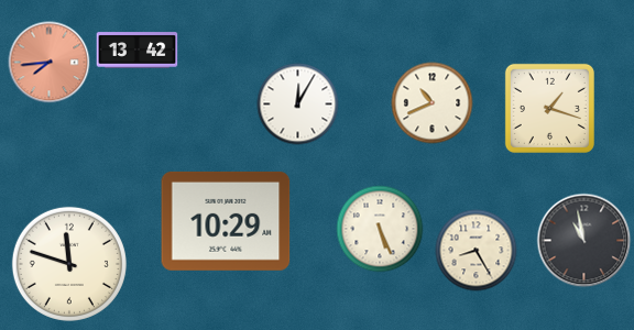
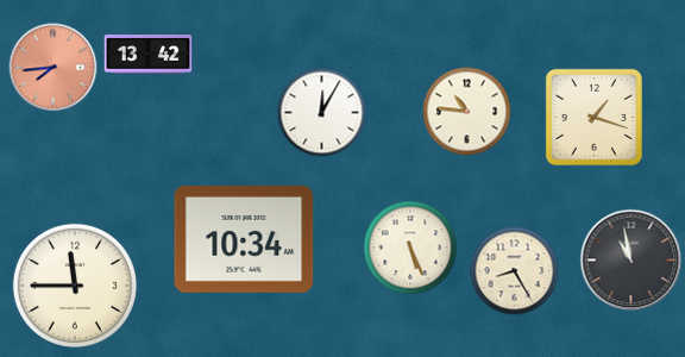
clock at (433, 103): 10:41 -> 10:46
clock at (226, 221): 10:29 -> 10:34
clock at (69, 264): 11:48 -> 11:45
